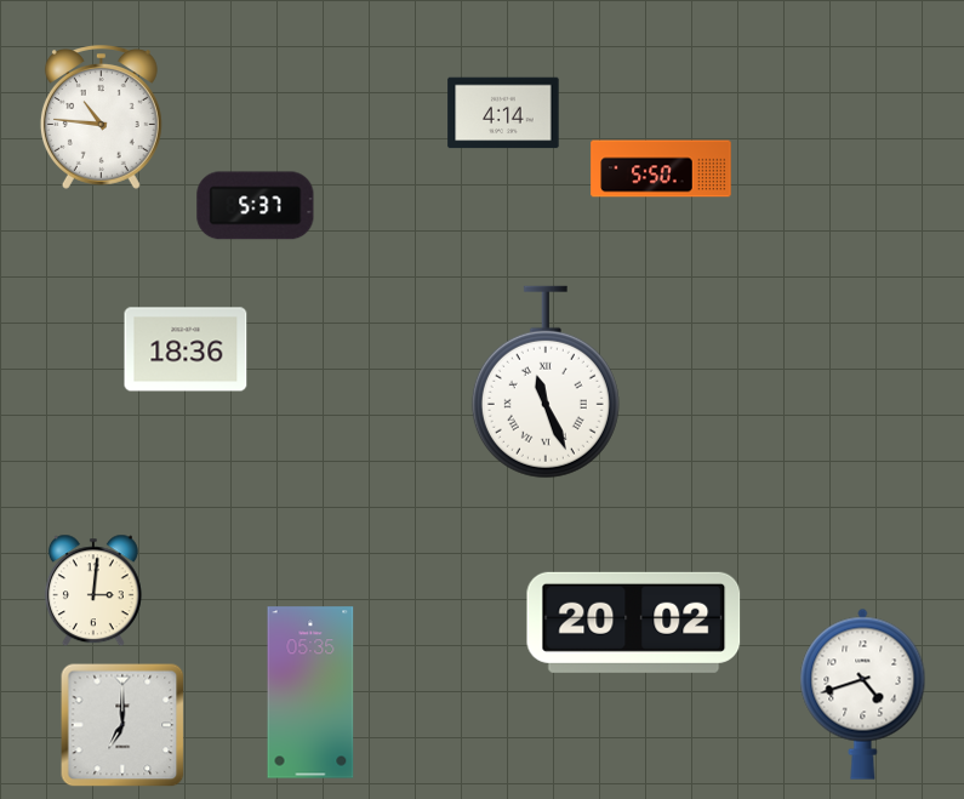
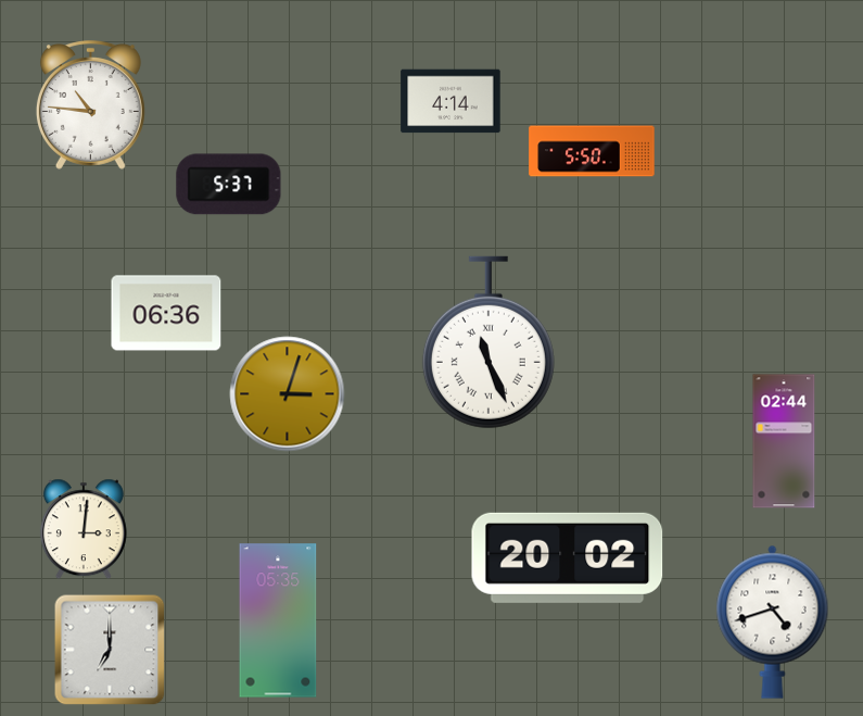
clock at (186, 349): 18:36 -> 06:36
clock at (288, 394): none -> 3:03
clock at (784, 441): none -> 02:44
